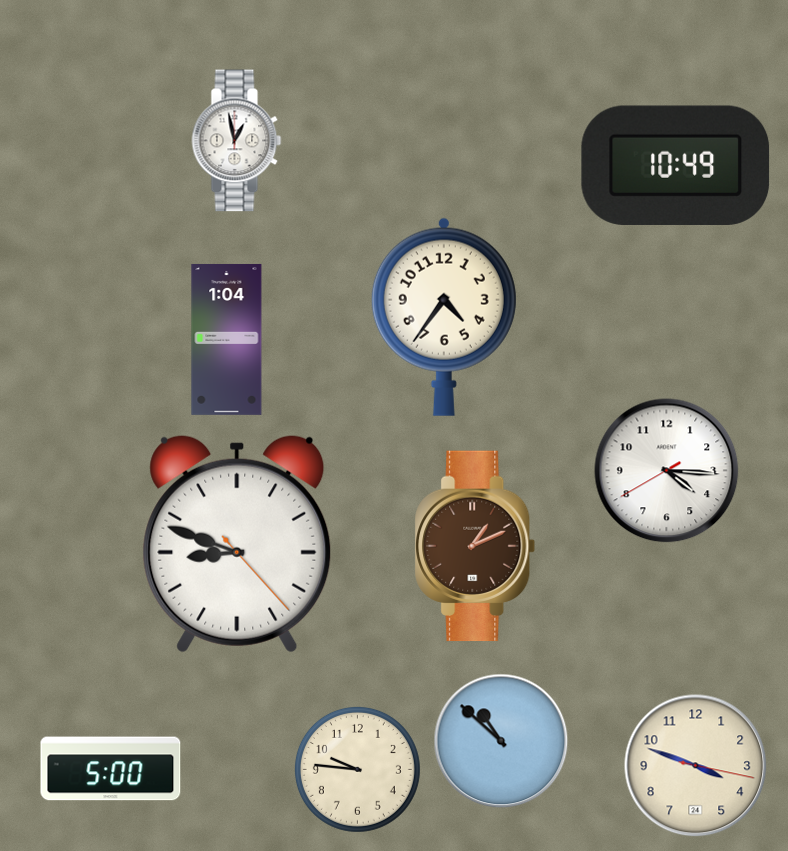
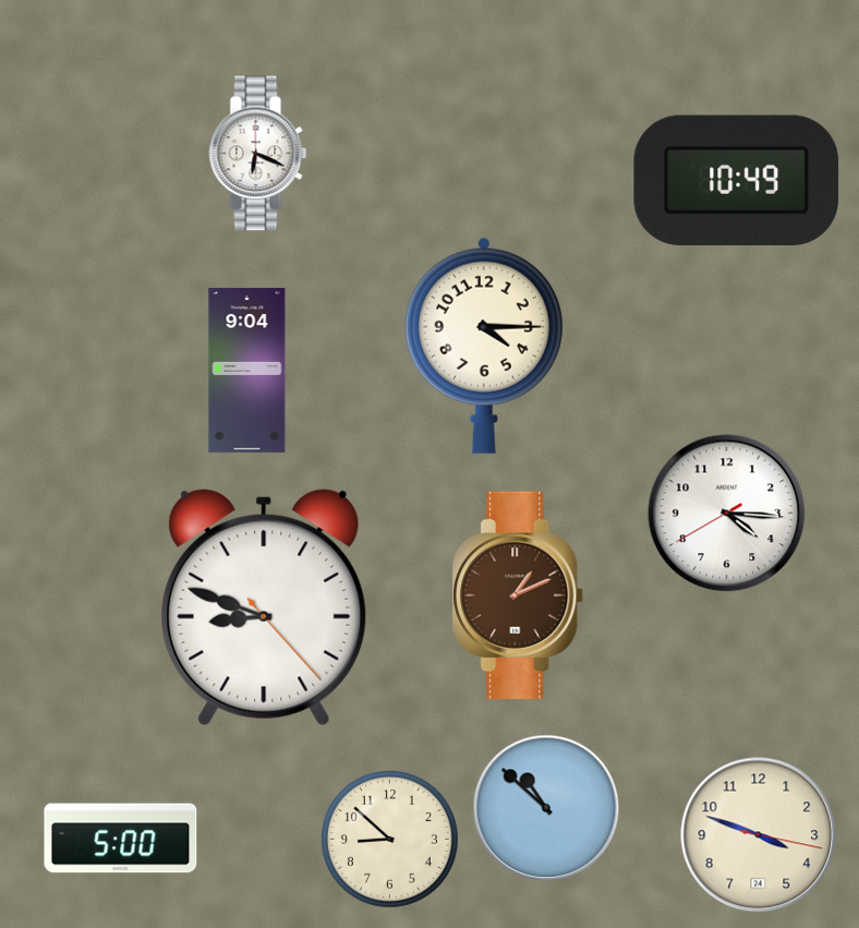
clock at (237, 141): 12:58 -> 6:19
clock at (444, 317): 4:36 -> 4:15
clock at (227, 339): 1:04 -> 9:04
clock at (237, 544) position: (237, 544) -> (264, 607)
clock at (357, 769): 9:46 -> 8:52
